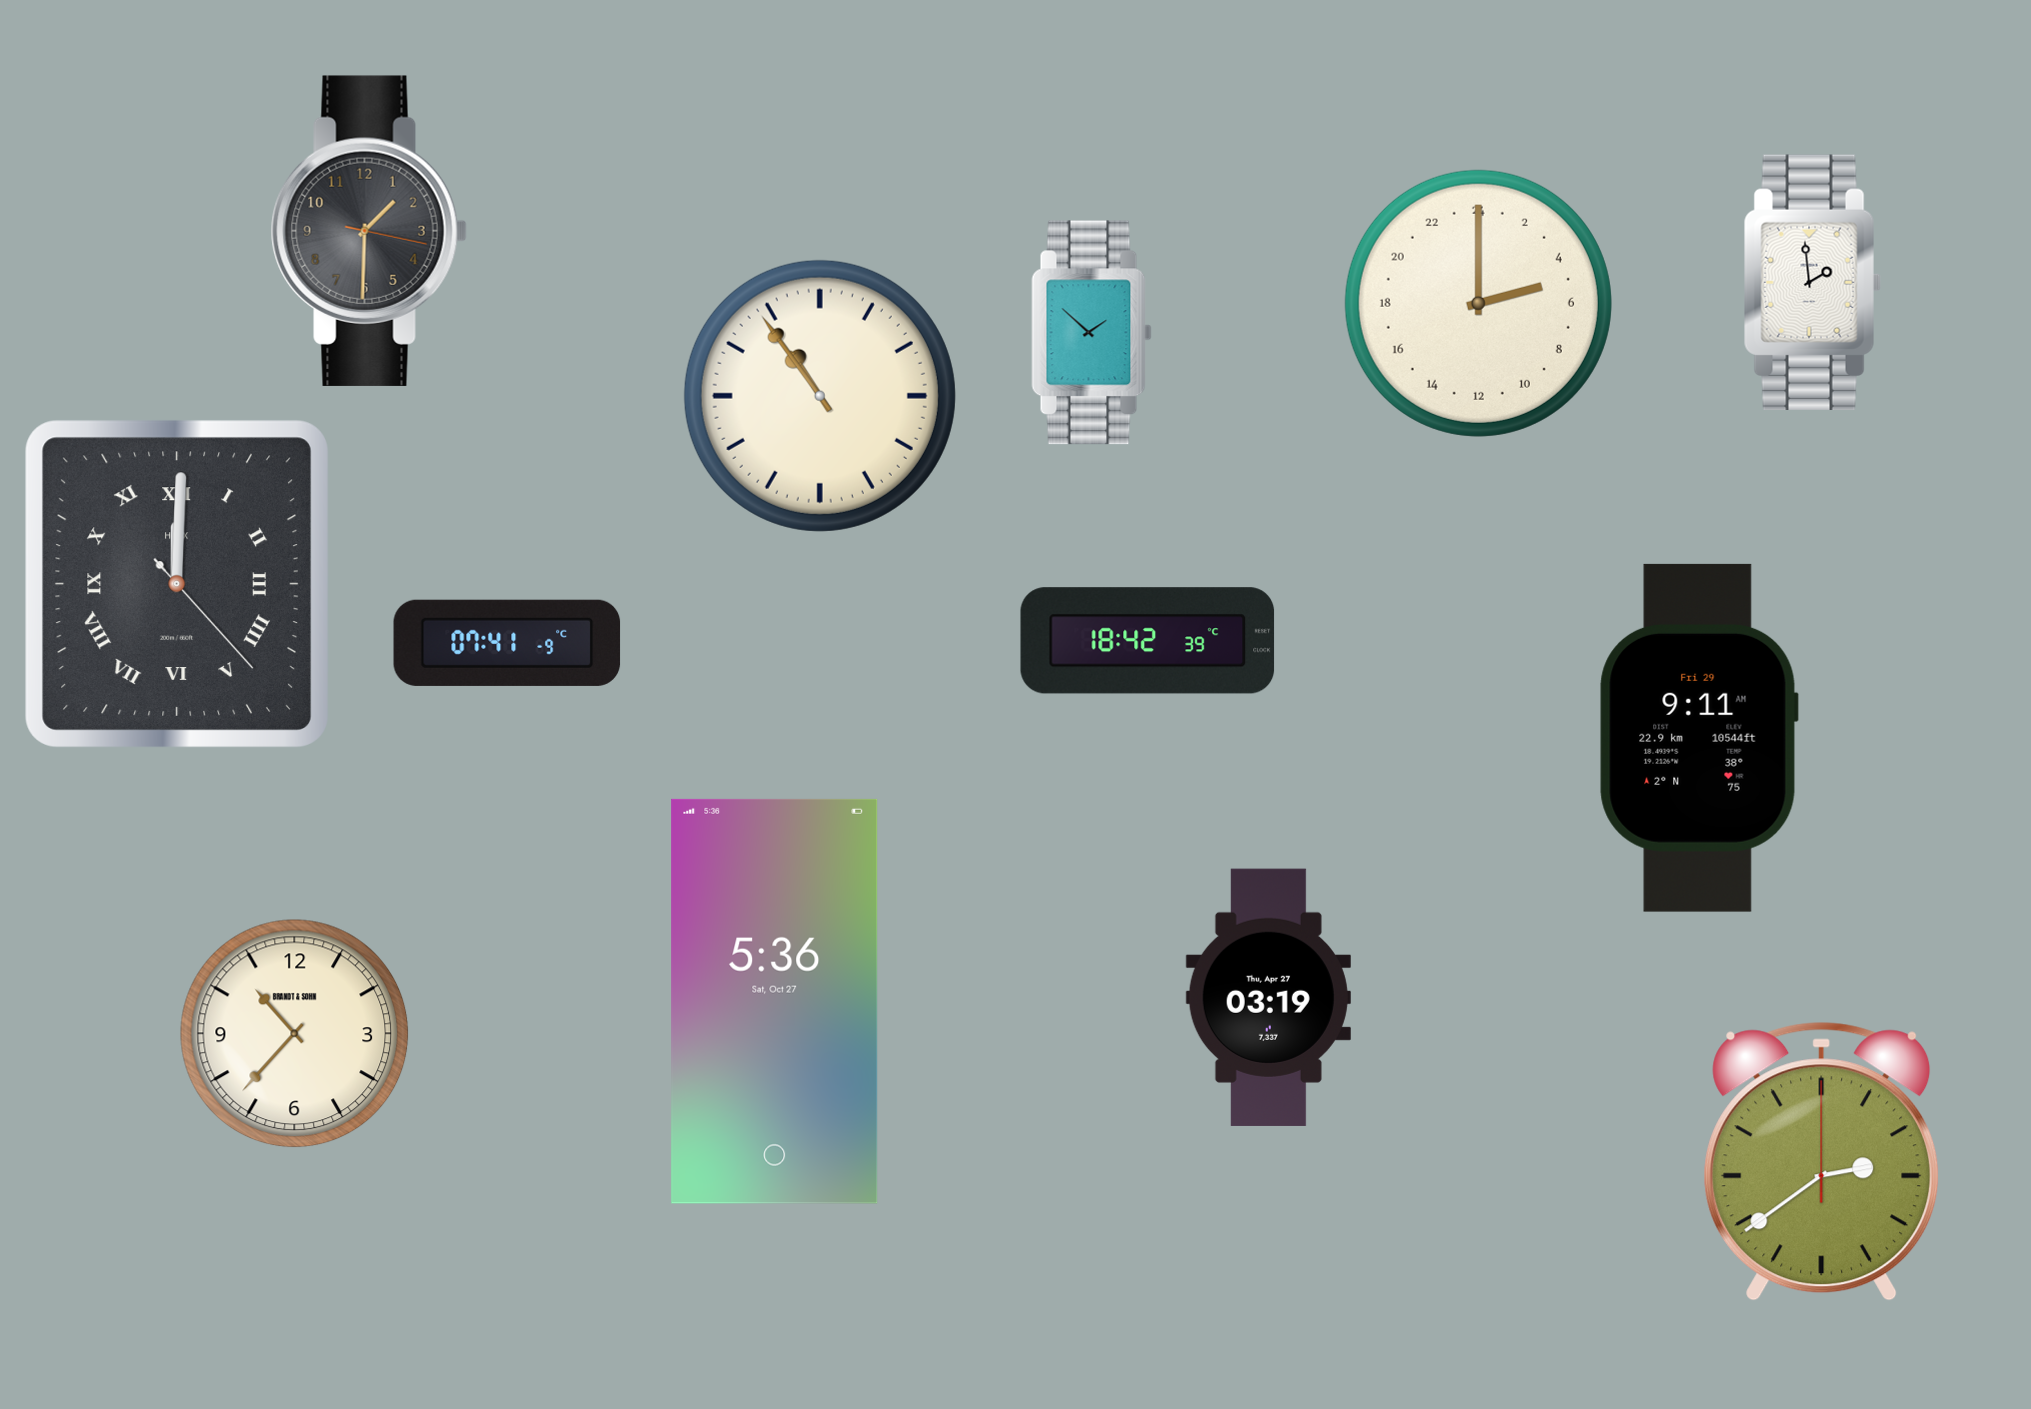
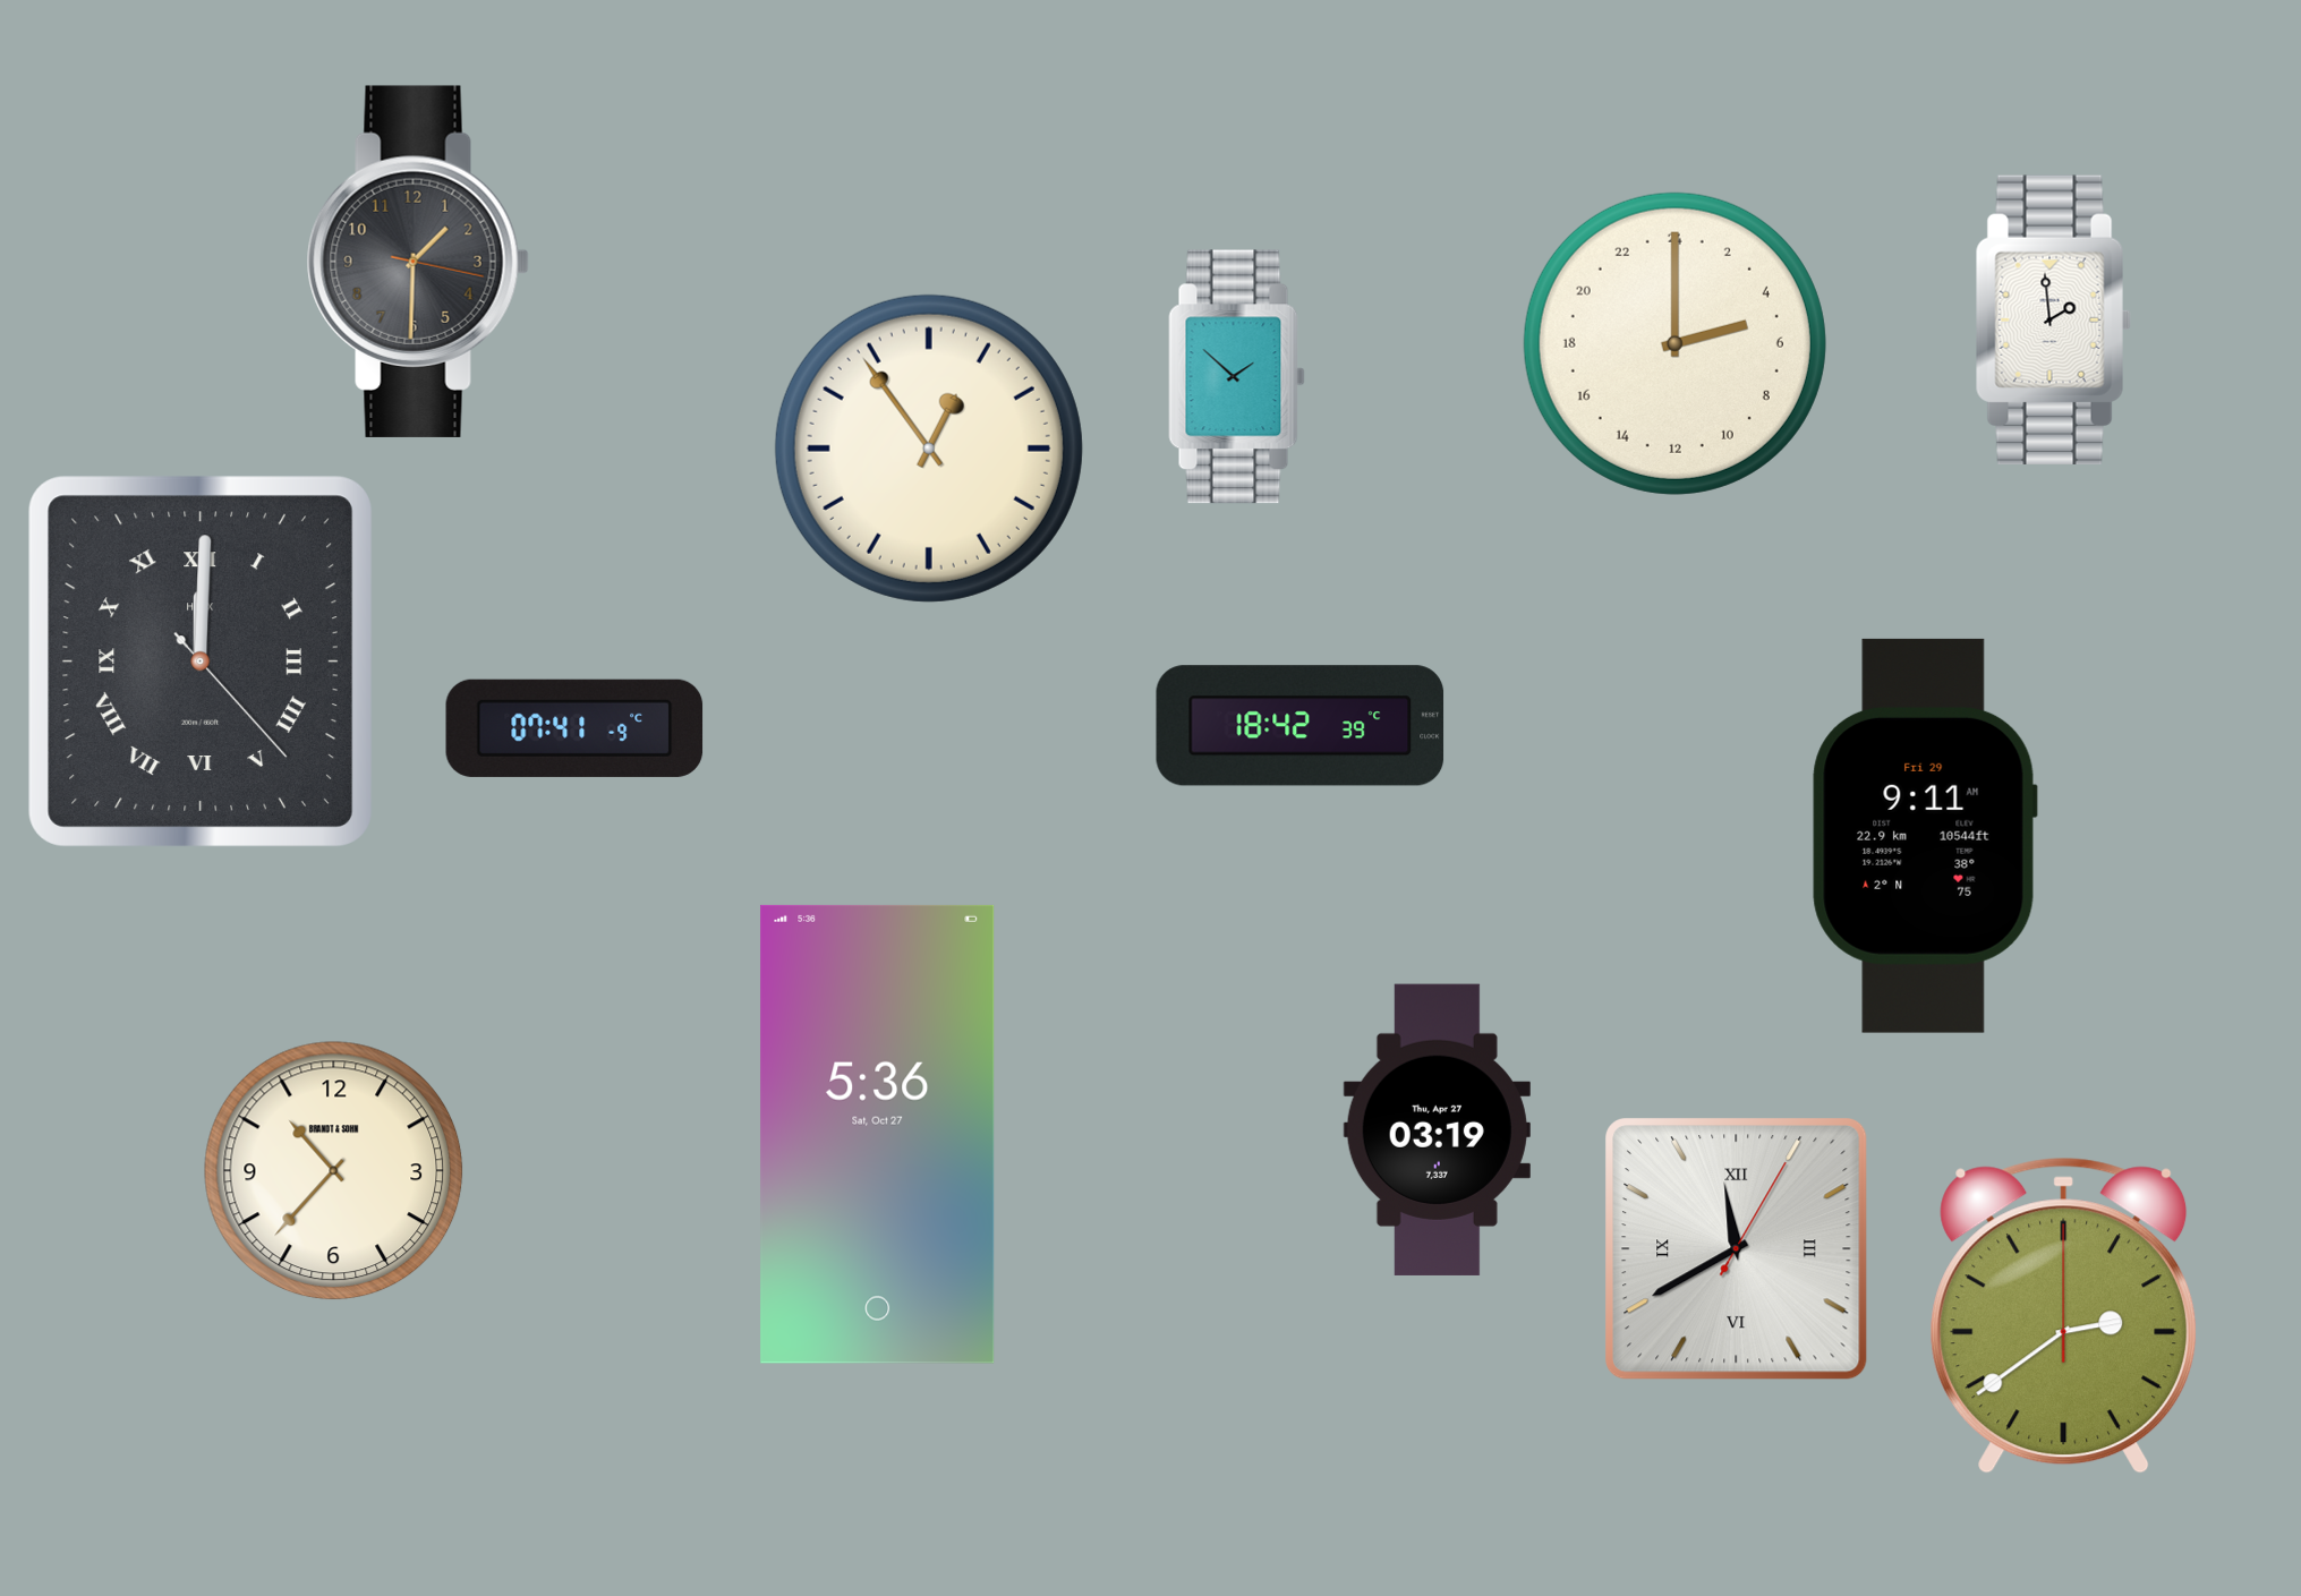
clock at (820, 396): 10:54 -> 12:54
clock at (1737, 1249): none -> 11:40
